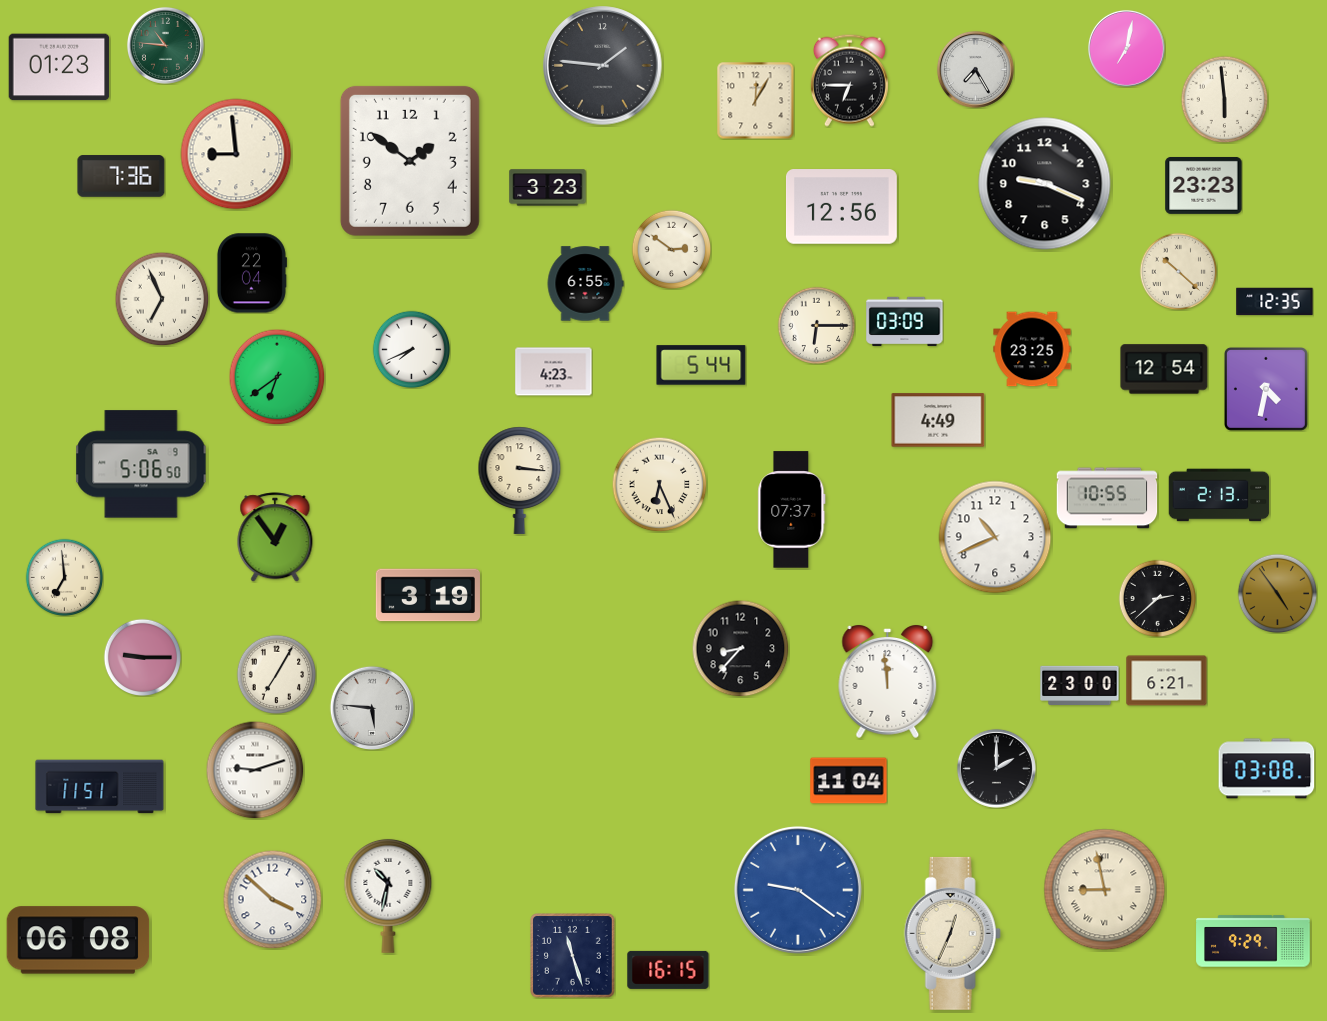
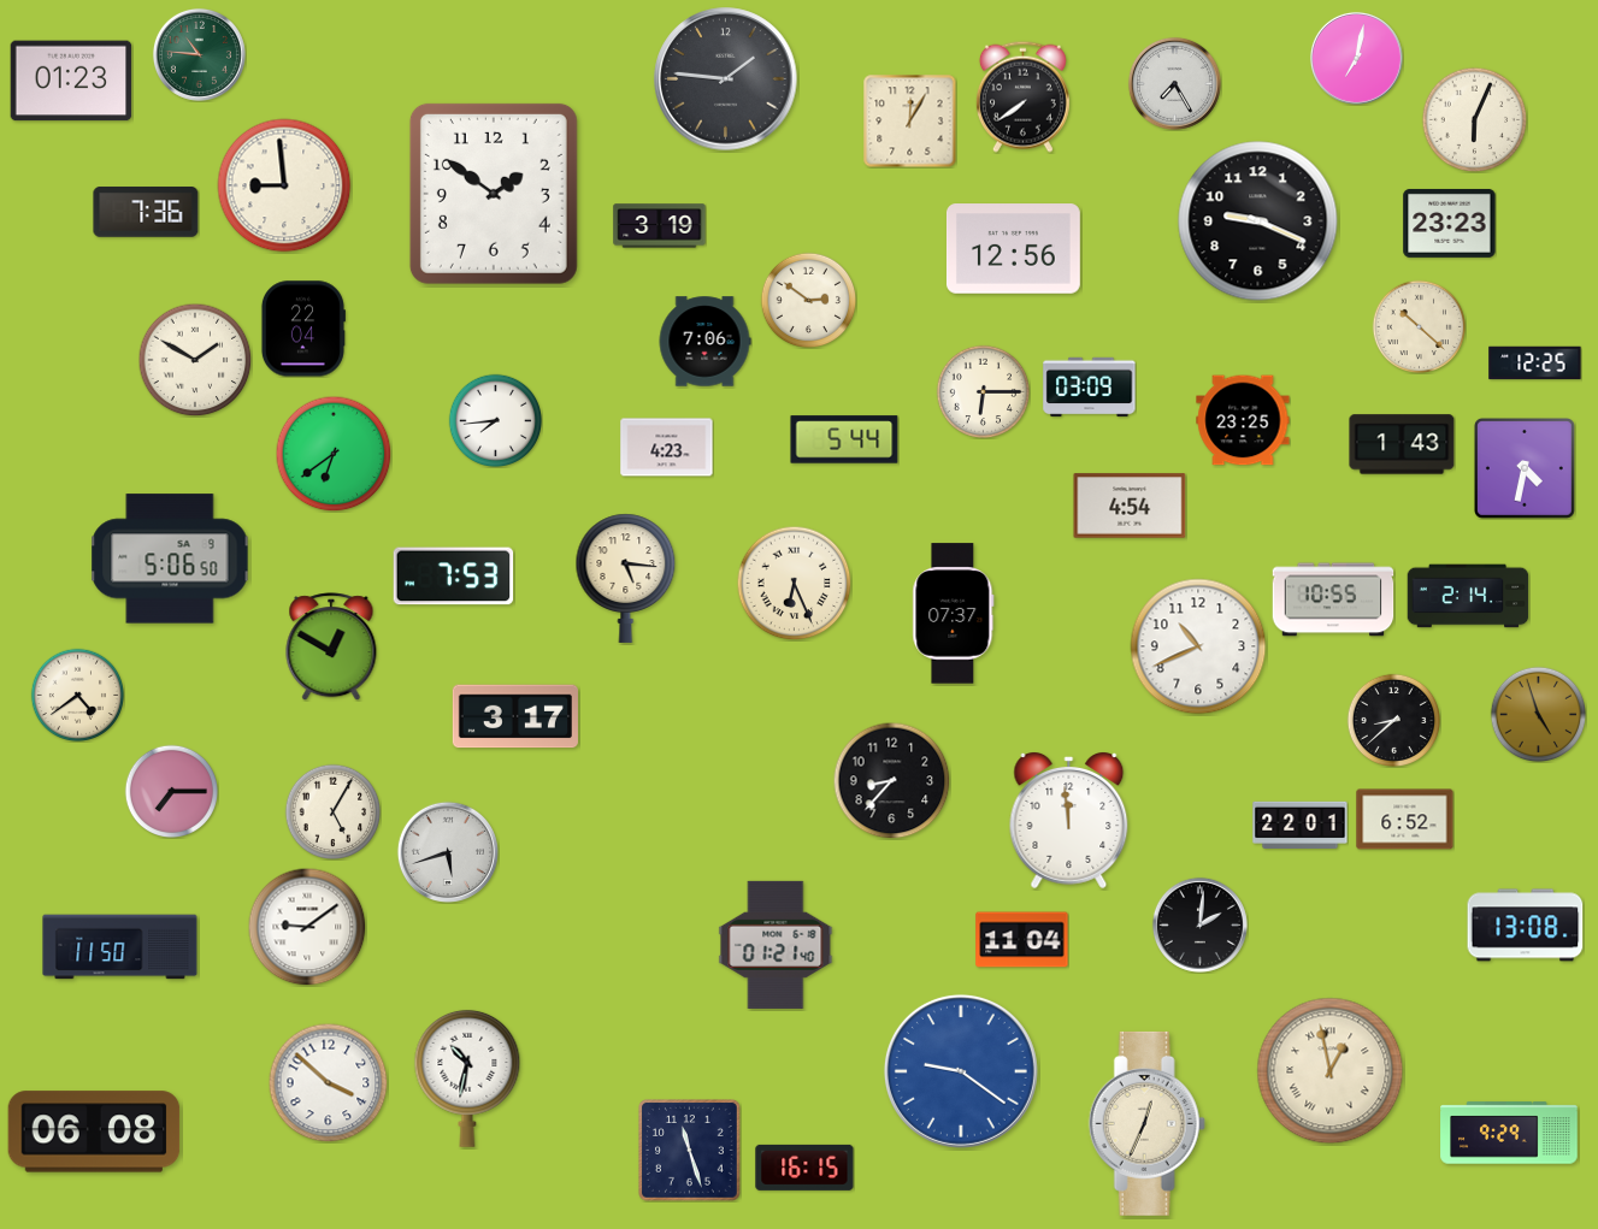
clock at (849, 80): 6:45 -> 7:39
clock at (1224, 99): 5:59 -> 6:04
clock at (548, 188): 3:23 -> 3:19
clock at (585, 284): 6:55 -> 7:06
clock at (162, 299): 6:56 -> 1:50
clock at (1275, 302): 12:35 -> 12:25
clock at (411, 349): 7:41 -> 7:44
clock at (1164, 369): 12:54 -> 1:43
clock at (938, 420): 4:49 -> 4:54
clock at (454, 577): none -> 7:53
clock at (520, 480): 3:16 -> 5:16
clock at (1219, 495): 2:13 -> 2:14
clock at (275, 537): 12:54 -> 12:50
clock at (64, 577): 6:59 -> 4:39
clock at (1277, 593): 4:54 -> 4:57
clock at (428, 595): 3:19 -> 3:17
clock at (1157, 598): 2:38 -> 8:38
clock at (142, 657): 9:15 -> 7:15
clock at (276, 674): 7:05 -> 5:05
clock at (1167, 681): 6:21 -> 6:52
clock at (1080, 685): 23:00 -> 22:01
clock at (371, 707): 5:46 -> 5:42
clock at (996, 768): 2:00 -> 2:01
clock at (1267, 769): 03:08 -> 13:08
clock at (255, 770): 9:12 -> 9:09
clock at (776, 945): none -> 01:21
clock at (100, 787): 11:51 -> 11:50
clock at (1105, 890): 8:58 -> 12:58
